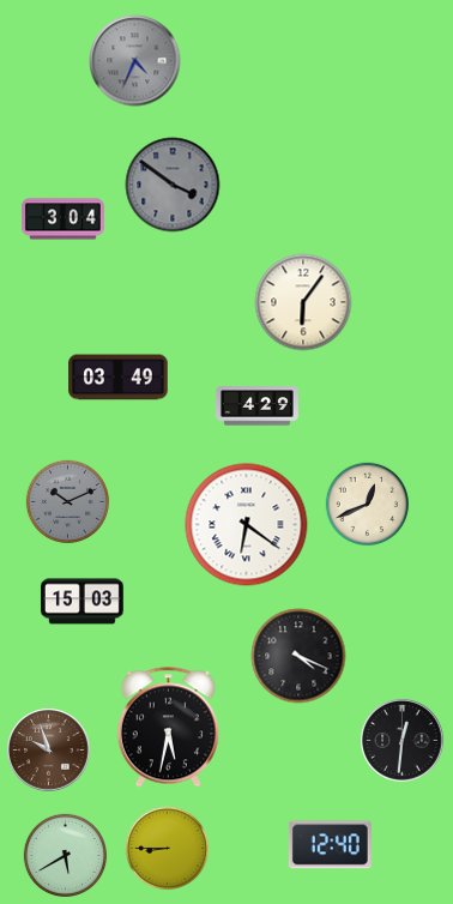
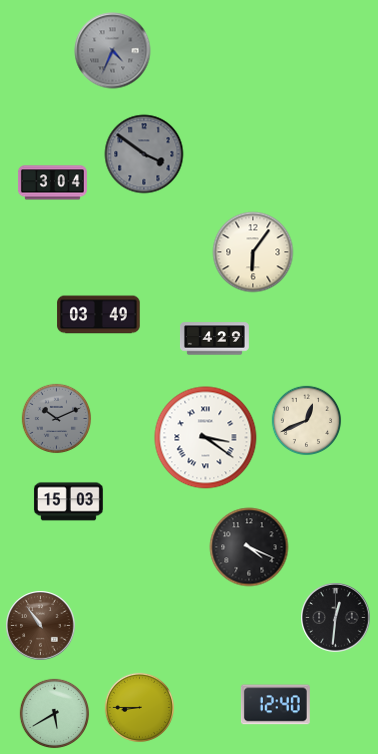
clock at (247, 525): 6:21 -> 3:21
clock at (168, 728): 5:32 -> none
clock at (49, 751): 9:57 -> 10:54
